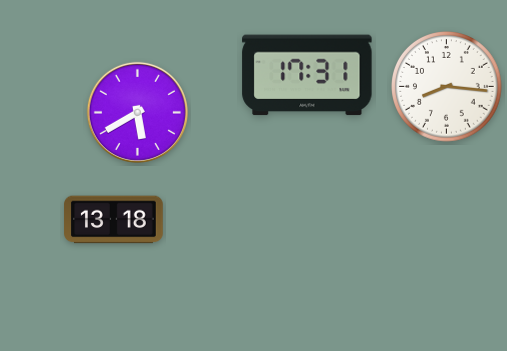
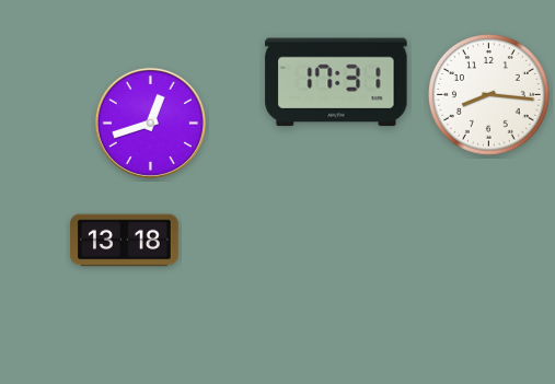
clock at (137, 112): 5:40 -> 12:42
